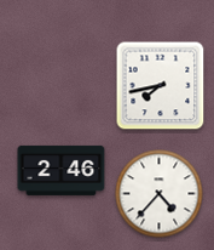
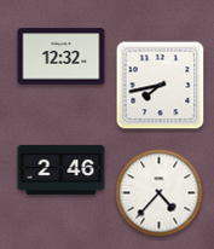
clock at (62, 57): none -> 12:32
